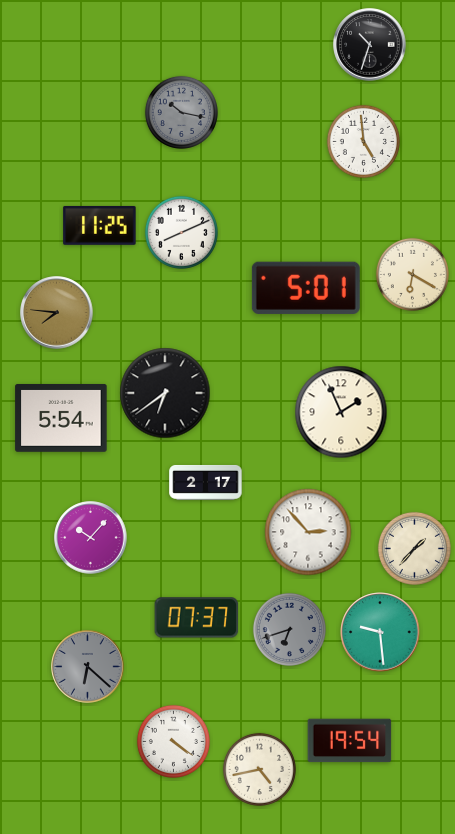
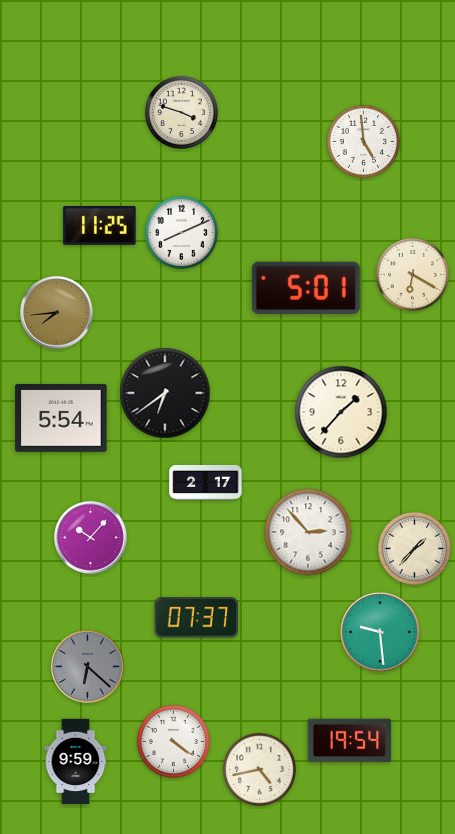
clock at (370, 45): 10:33 -> none
clock at (181, 112): 10:17 -> 3:48
clock at (181, 112) dial: grey -> cream
clock at (57, 313): 7:46 -> 7:44
clock at (341, 412): 1:56 -> 1:37
clock at (289, 629): 6:42 -> none
clock at (76, 762): none -> 9:59
